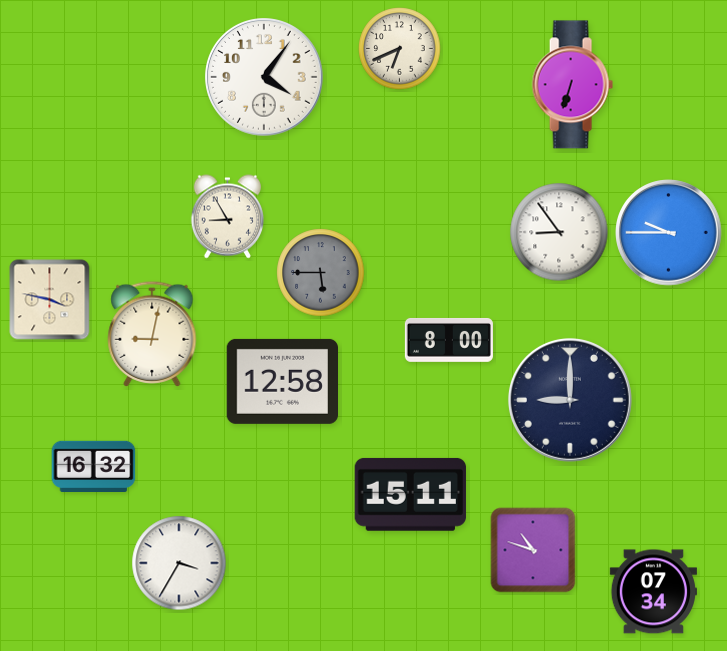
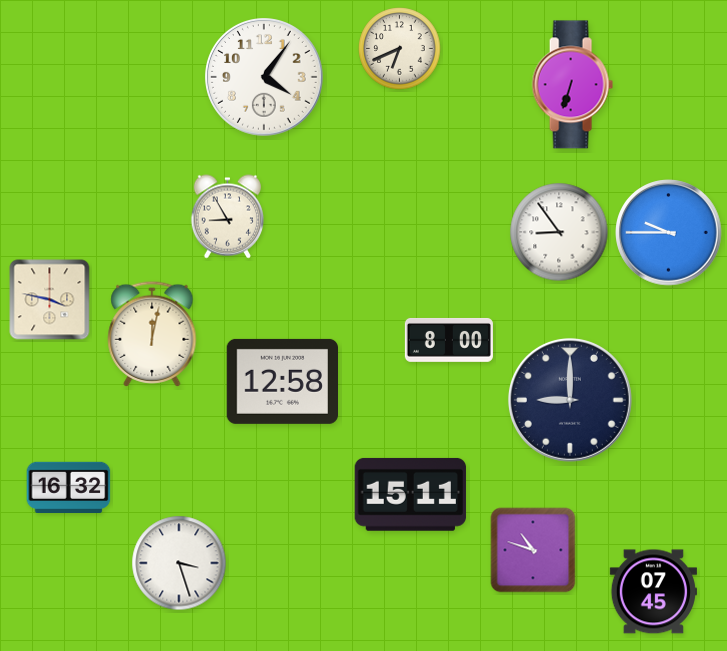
clock at (321, 273): 5:45 -> none
clock at (152, 334): 9:02 -> 12:02
clock at (94, 466) position: (94, 466) -> (69, 487)
clock at (179, 563): 3:35 -> 3:27
clock at (653, 592): 07:34 -> 07:45
